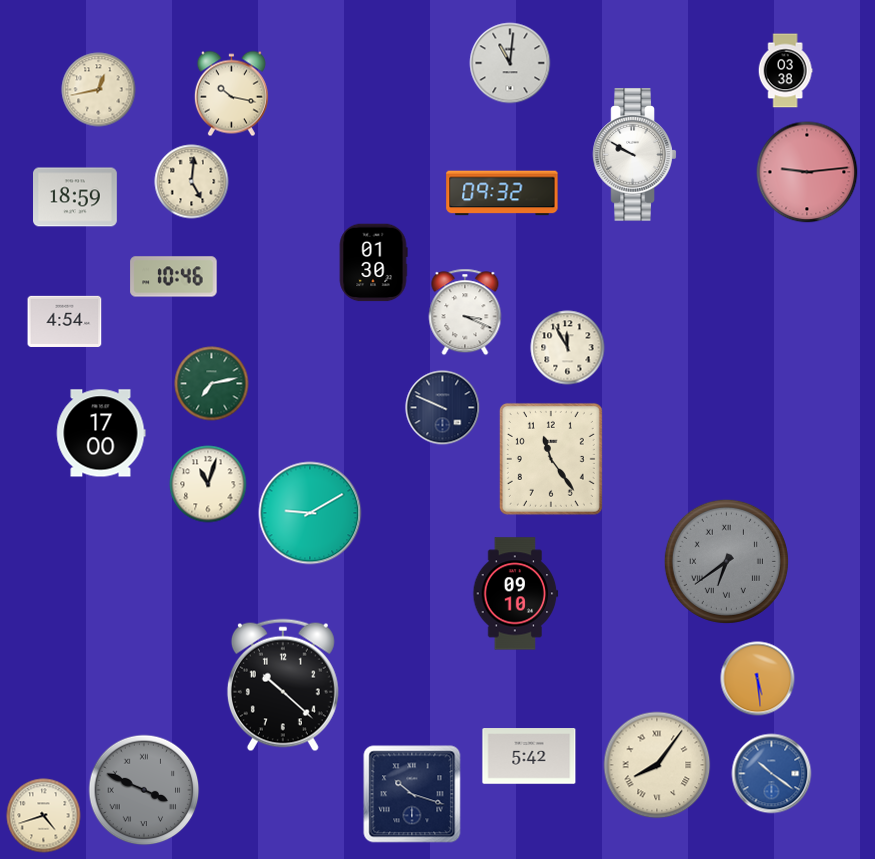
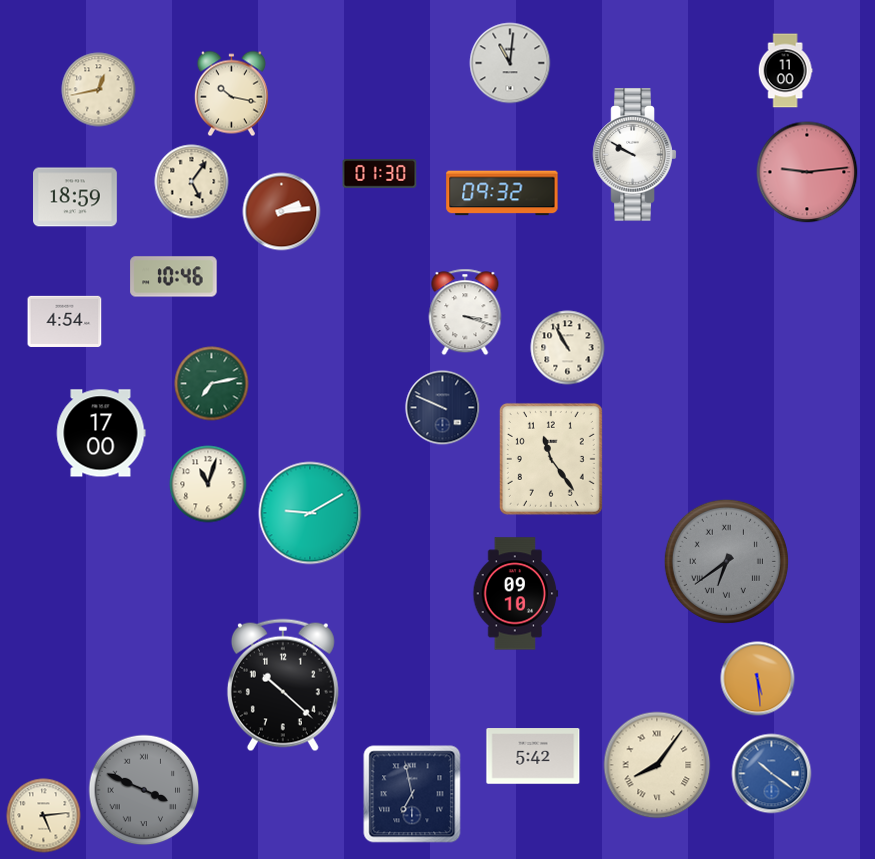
clock at (785, 71): 03:38 -> 11:00
clock at (380, 174): none -> 01:30
clock at (192, 182): 5:01 -> 5:06
clock at (282, 212): none -> 2:14
clock at (373, 263): 01:30 -> none
clock at (465, 312): 3:19 -> 3:18
clock at (568, 348): 11:55 -> 10:55
clock at (529, 756) position: (529, 756) -> (533, 756)
clock at (412, 794): 10:18 -> 6:58
clock at (44, 816): 4:42 -> 5:14
